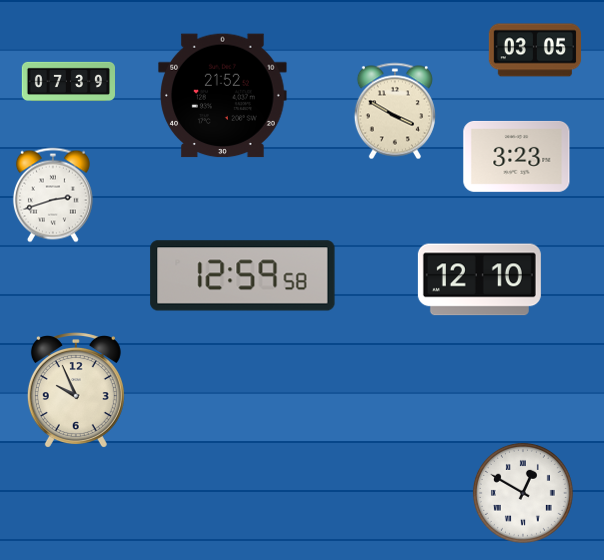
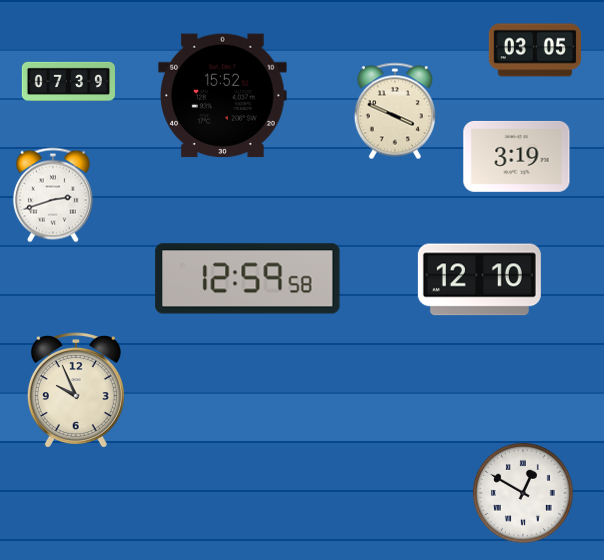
clock at (223, 96): 21:52 -> 15:52
clock at (395, 111): 3:50 -> 3:49
clock at (517, 156): 3:23 -> 3:19
clock at (243, 276) position: (243, 276) -> (248, 279)
